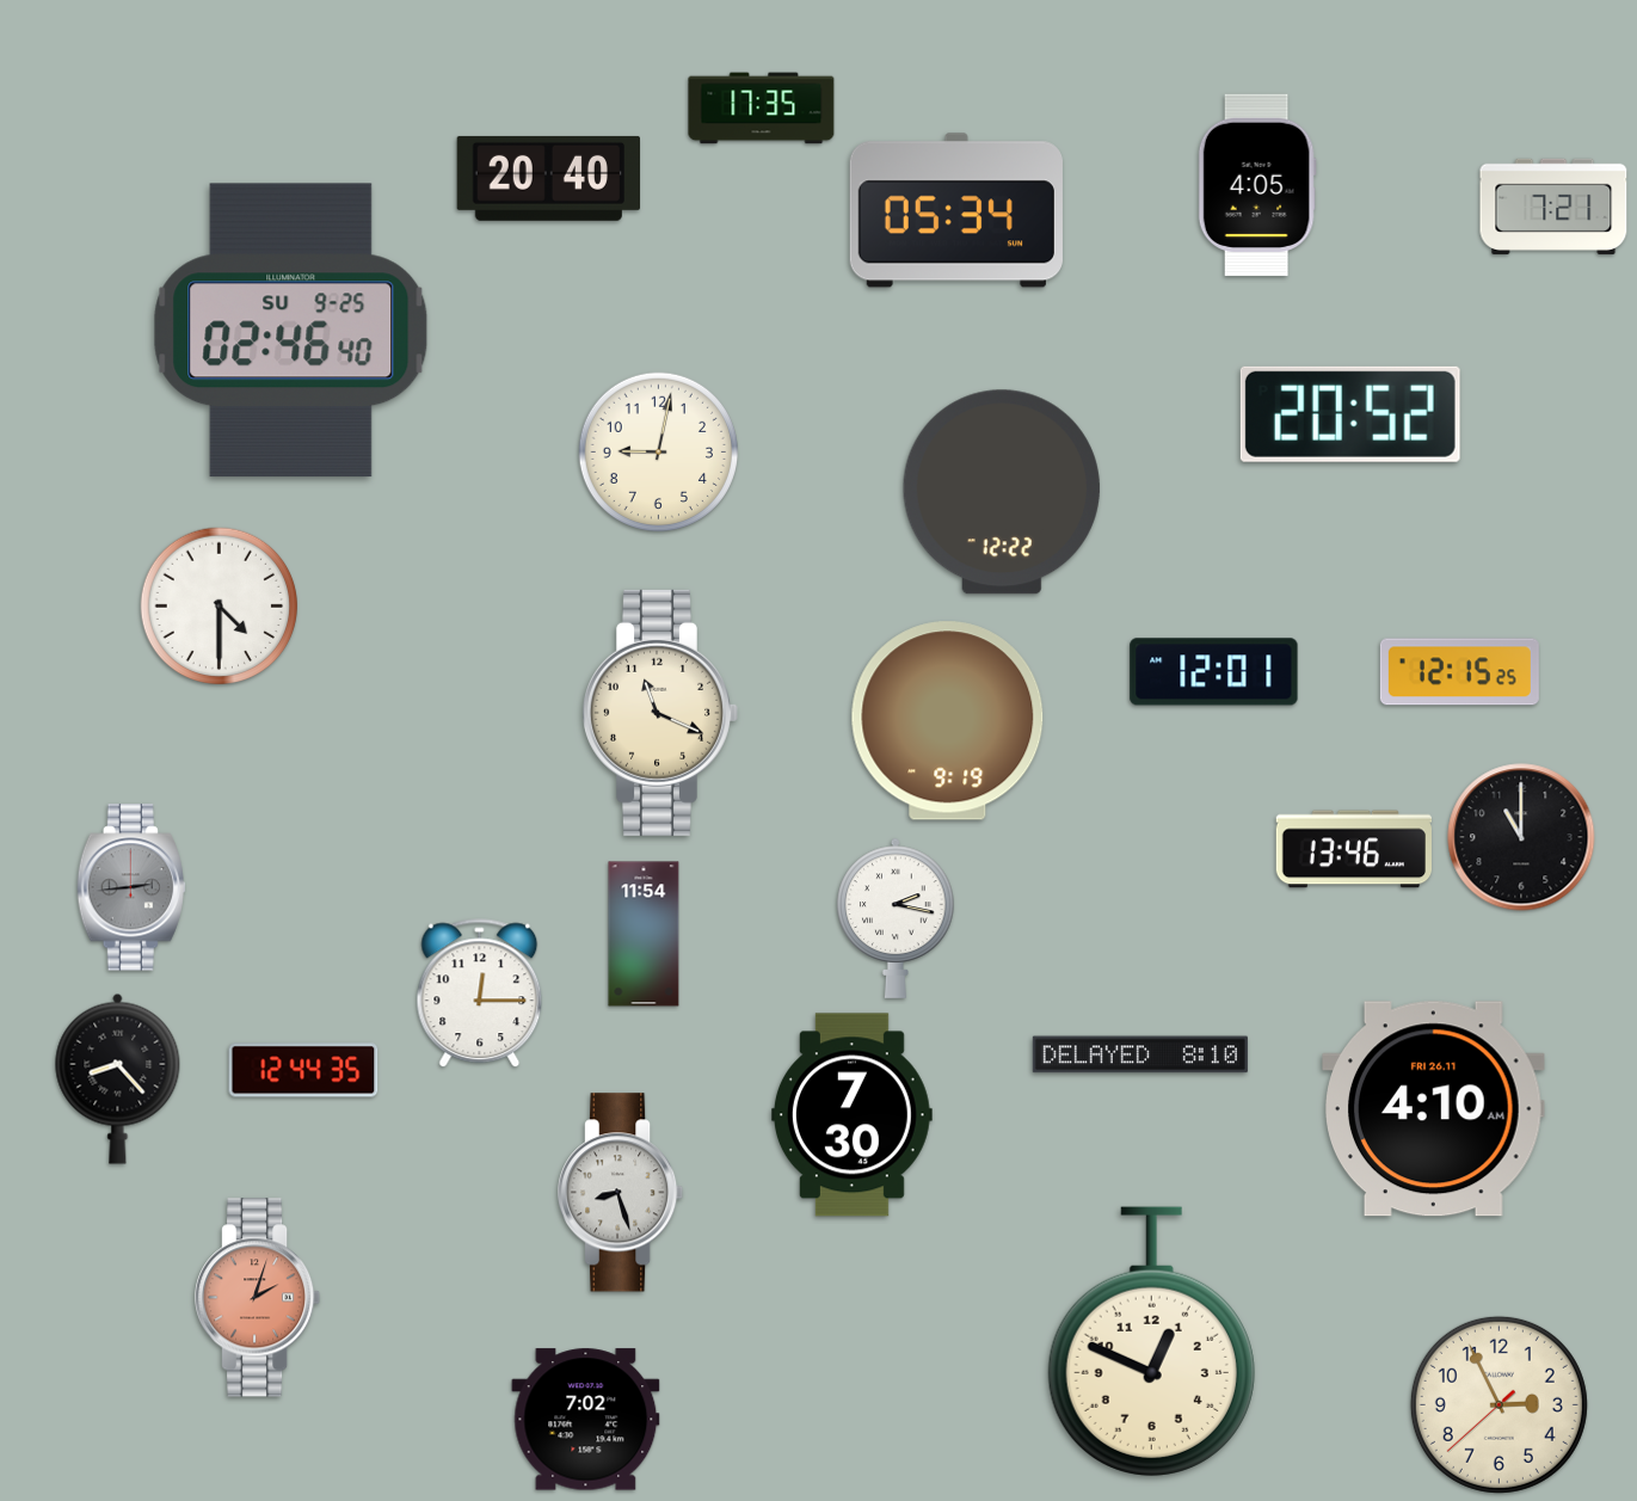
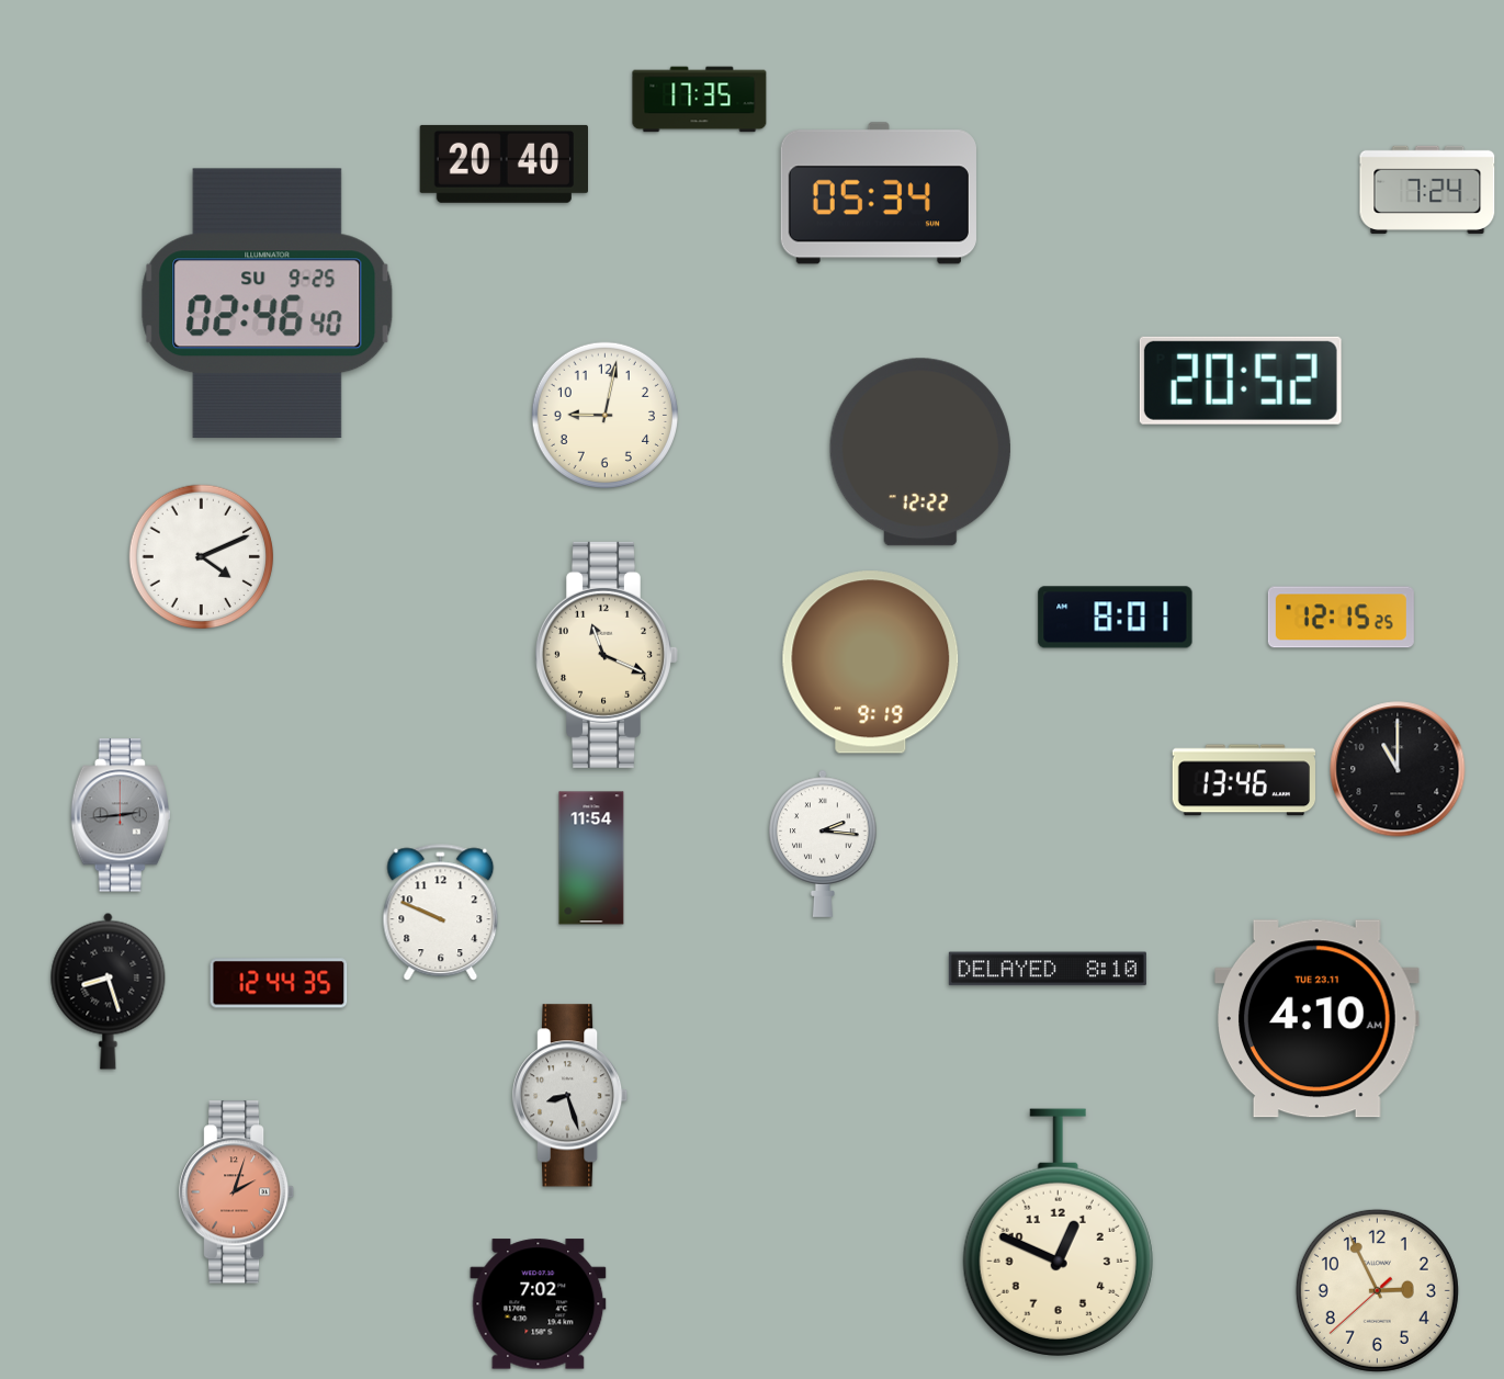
clock at (1257, 185): 4:05 -> none
clock at (1553, 207): 7:21 -> 7:24
clock at (219, 605): 4:30 -> 4:11
clock at (1214, 672): 12:01 -> 8:01
clock at (896, 918): 2:17 -> 2:16
clock at (480, 994): 12:15 -> 9:49
clock at (118, 1078): 8:23 -> 8:27
clock at (1434, 1109) date: FRI 26.11 -> TUE 23.11
clock at (851, 1115): 7:30 -> none
